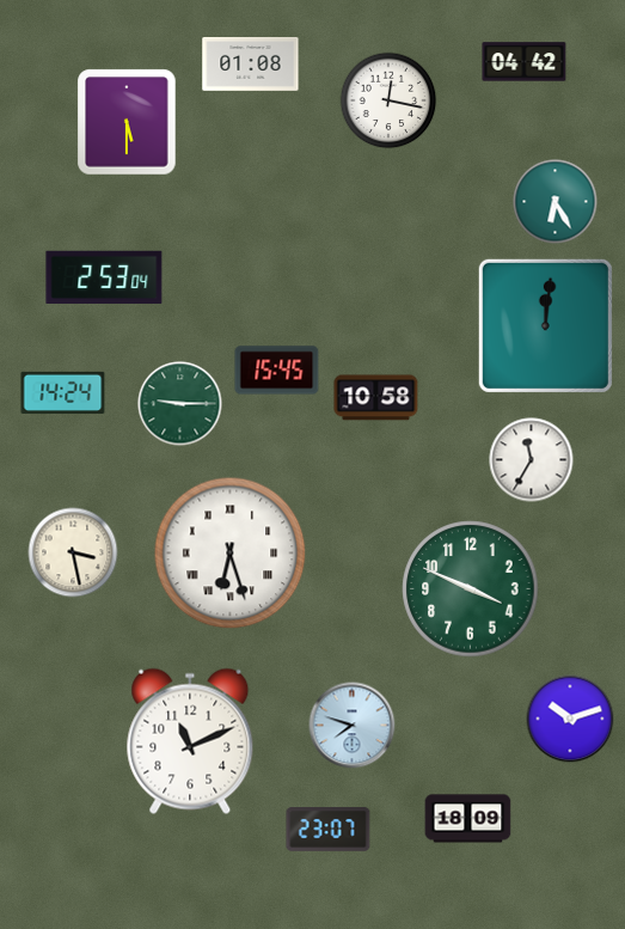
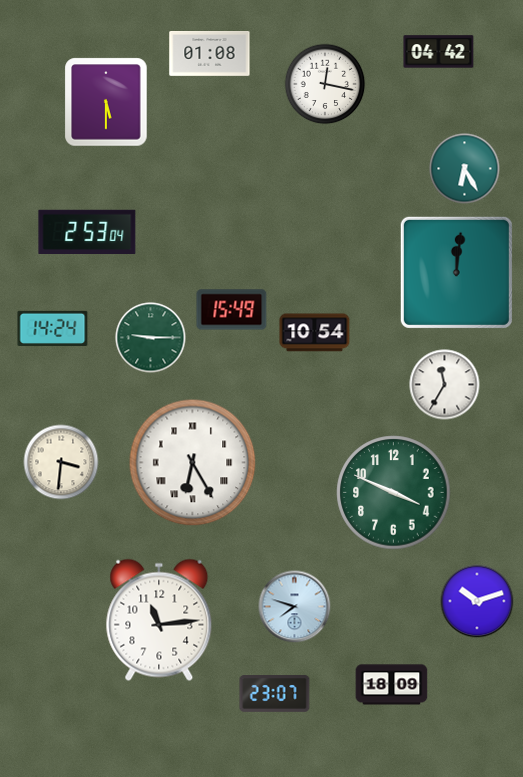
clock at (277, 371): 15:45 -> 15:49
clock at (376, 398): 10:58 -> 10:54
clock at (73, 552): 3:28 -> 3:31
clock at (231, 554): 6:27 -> 6:25
clock at (190, 741): 11:11 -> 11:14
